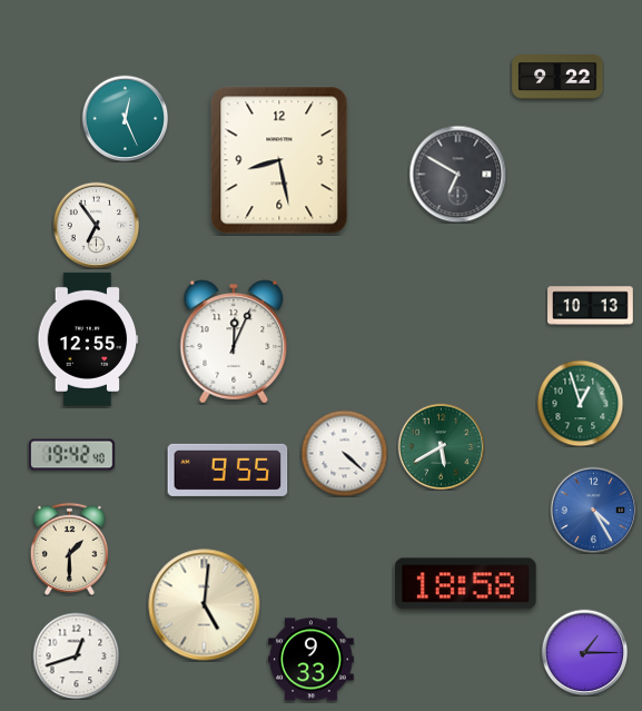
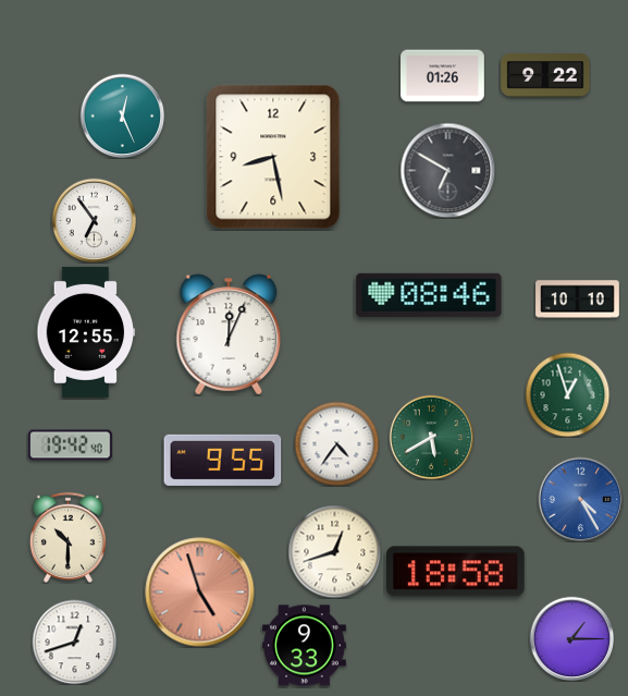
clock at (443, 76): none -> 01:26
clock at (429, 295): none -> 08:46
clock at (591, 306): 10:13 -> 10:10
clock at (344, 453): 4:22 -> 4:36
clock at (69, 549): 1:30 -> 10:30
clock at (334, 551): none -> 12:42
clock at (205, 605): 5:01 -> 4:57
clock at (205, 605) dial: cream -> salmon
